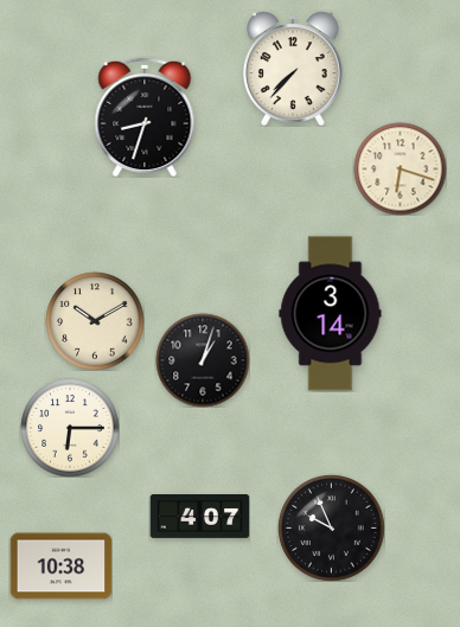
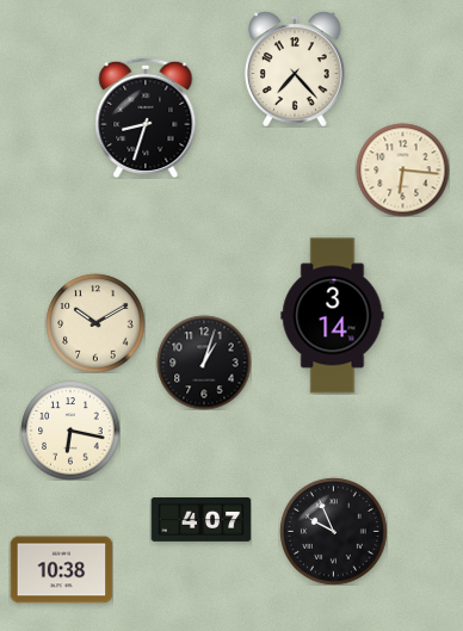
clock at (293, 69): 7:37 -> 7:23
clock at (400, 168): 6:18 -> 6:16
clock at (70, 428): 6:15 -> 6:17
